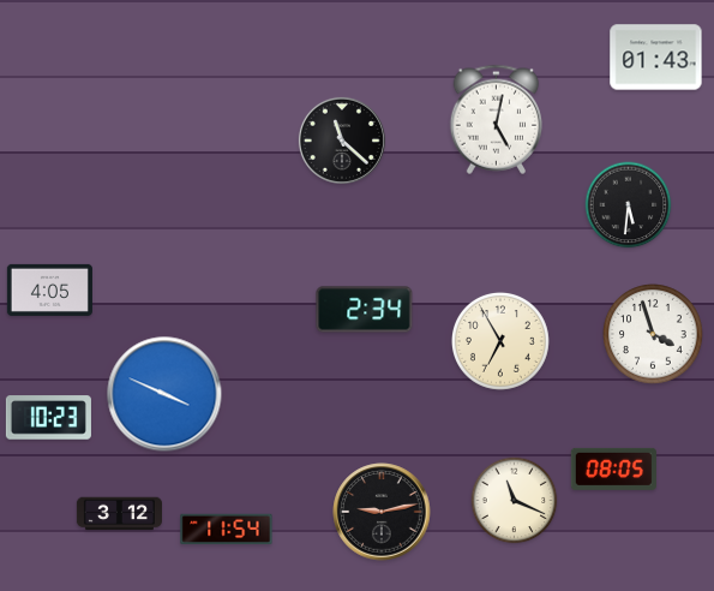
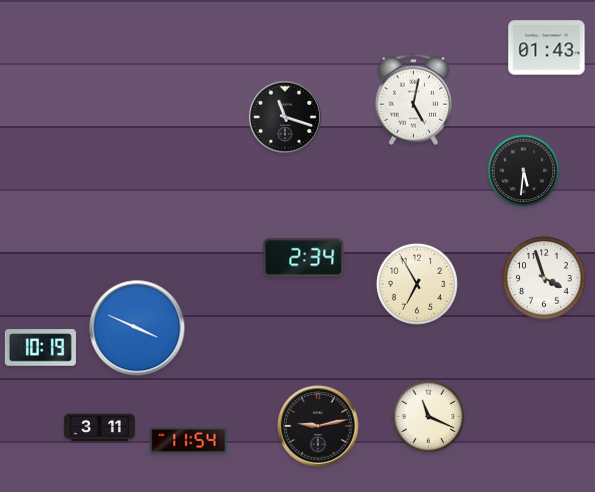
clock at (342, 141): 11:22 -> 11:18
clock at (49, 289): 4:05 -> none
clock at (48, 418): 10:23 -> 10:19
clock at (613, 468): 08:05 -> none
clock at (119, 514): 3:12 -> 3:11
